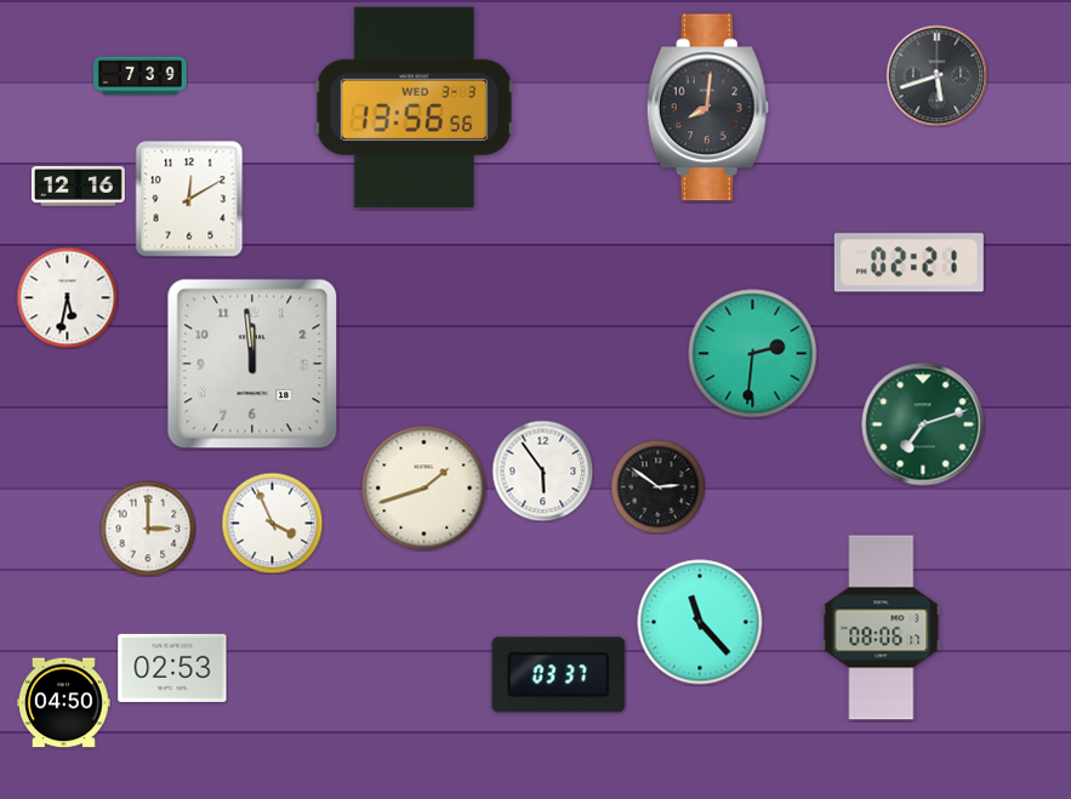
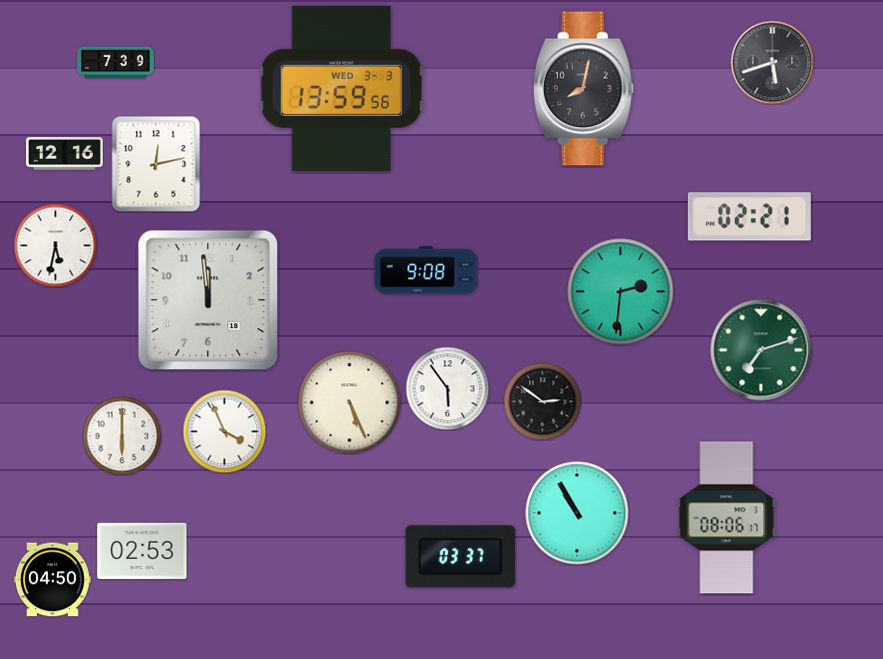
clock at (414, 107): 13:56 -> 13:59
clock at (707, 108): 8:01 -> 8:02
clock at (189, 199): 12:10 -> 12:13
clock at (426, 270): none -> 9:08
clock at (425, 489): 1:42 -> 5:26
clock at (148, 529): 3:00 -> 6:00
clock at (700, 622): 11:23 -> 10:55
